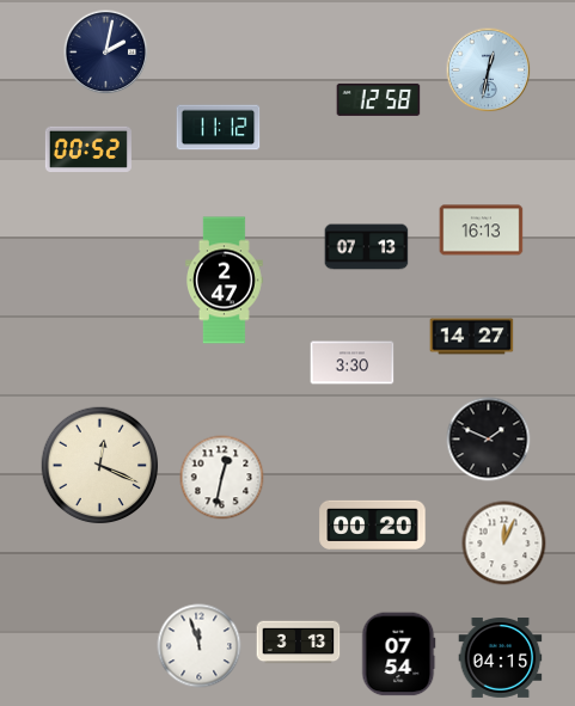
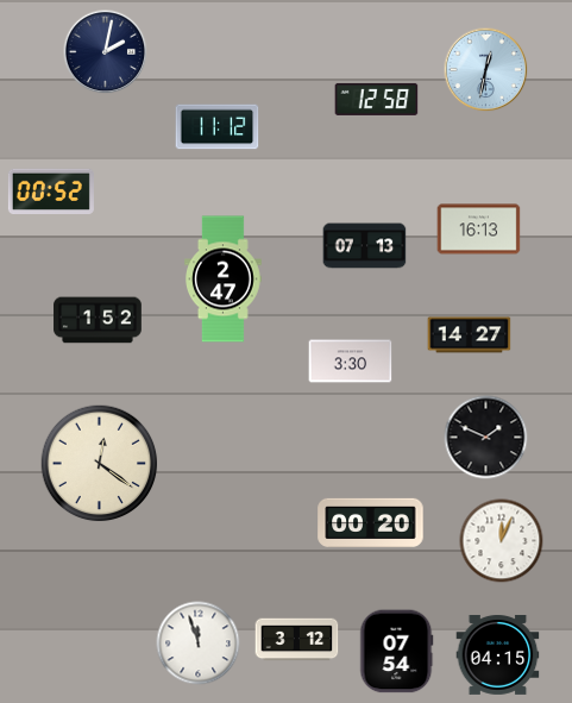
clock at (88, 148) position: (88, 148) -> (51, 190)
clock at (98, 320): none -> 1:52
clock at (100, 466): 12:19 -> 12:21
clock at (222, 478): 12:32 -> none
clock at (299, 643): 3:13 -> 3:12
